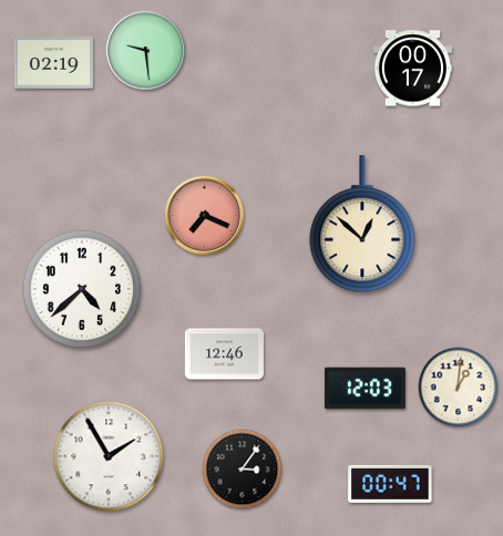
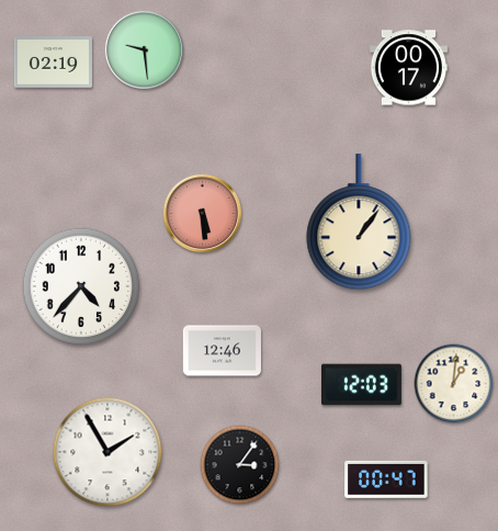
clock at (204, 215): 7:19 -> 5:29
clock at (362, 225): 12:52 -> 1:06
clock at (82, 289): 4:38 -> 4:37
